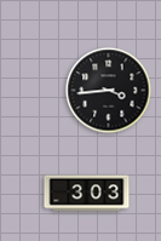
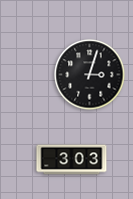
clock at (109, 91): 3:44 -> 3:03
